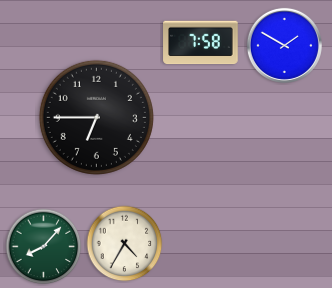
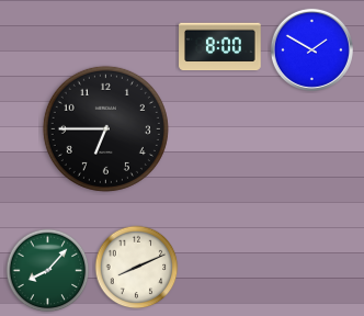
clock at (201, 43): 7:58 -> 8:00
clock at (125, 244): 4:35 -> 8:11
